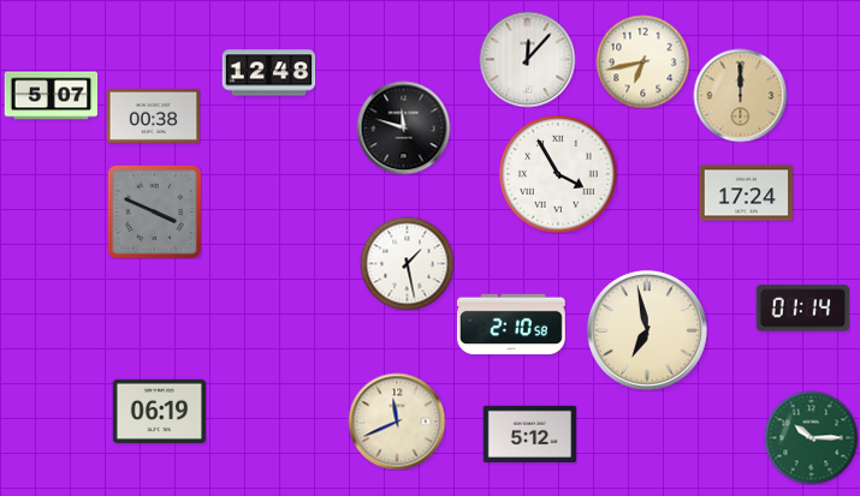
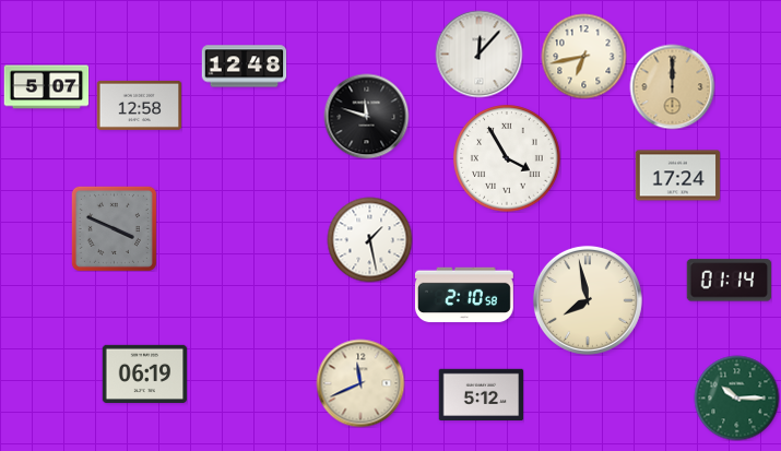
clock at (153, 115): 00:38 -> 12:58
clock at (154, 211) position: (154, 211) -> (114, 228)
clock at (647, 330): 6:58 -> 7:58
